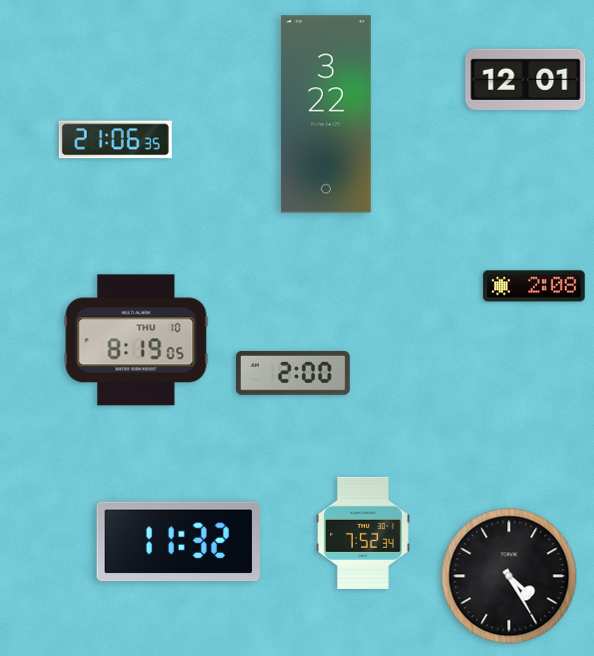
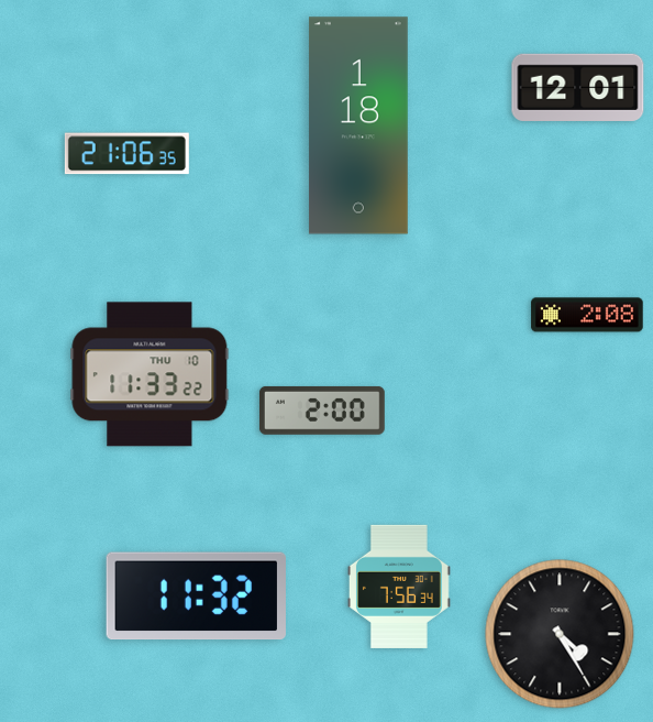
clock at (326, 114): 3:22 -> 1:18
clock at (136, 340): 8:19 -> 11:33
clock at (363, 533): 7:52 -> 7:56
